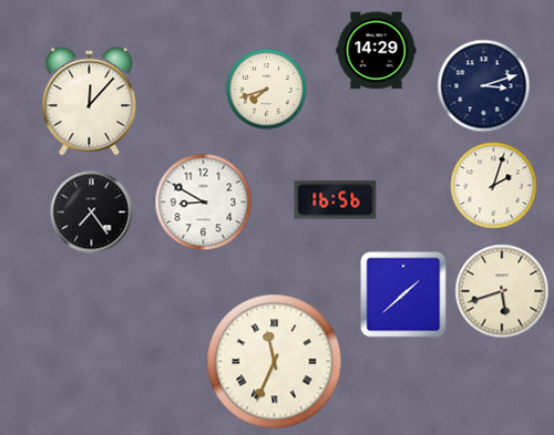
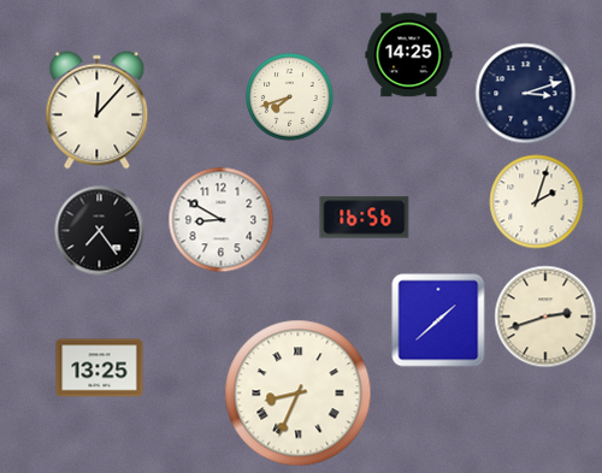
clock at (377, 51): 14:29 -> 14:25
clock at (502, 291): 5:42 -> 2:42
clock at (100, 368): none -> 13:25
clock at (275, 362): 11:34 -> 8:34
